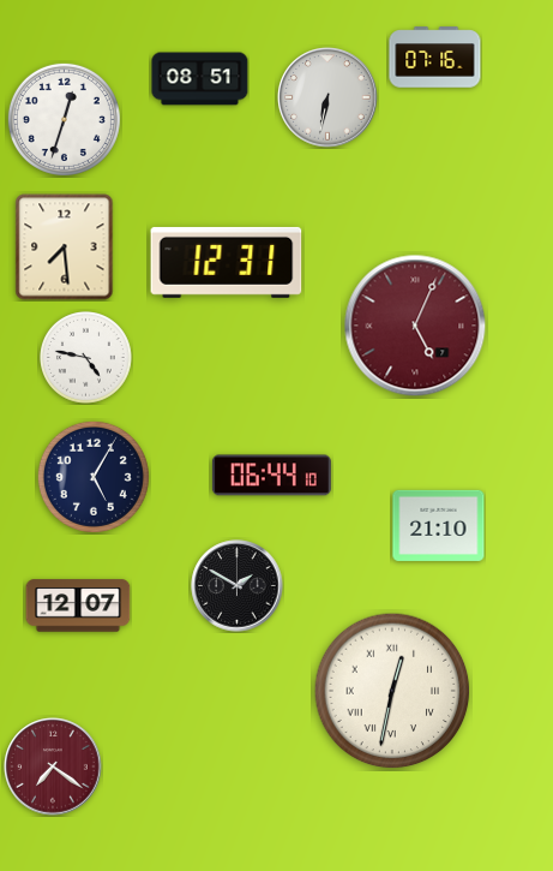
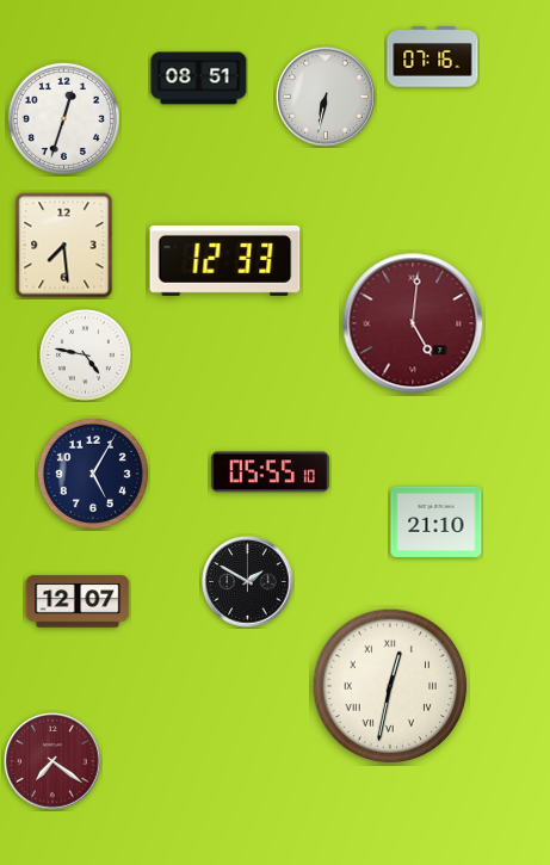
clock at (227, 262): 12:31 -> 12:33
clock at (415, 326): 5:04 -> 5:01
clock at (271, 476): 06:44 -> 05:55
clock at (238, 586) position: (238, 586) -> (248, 582)
